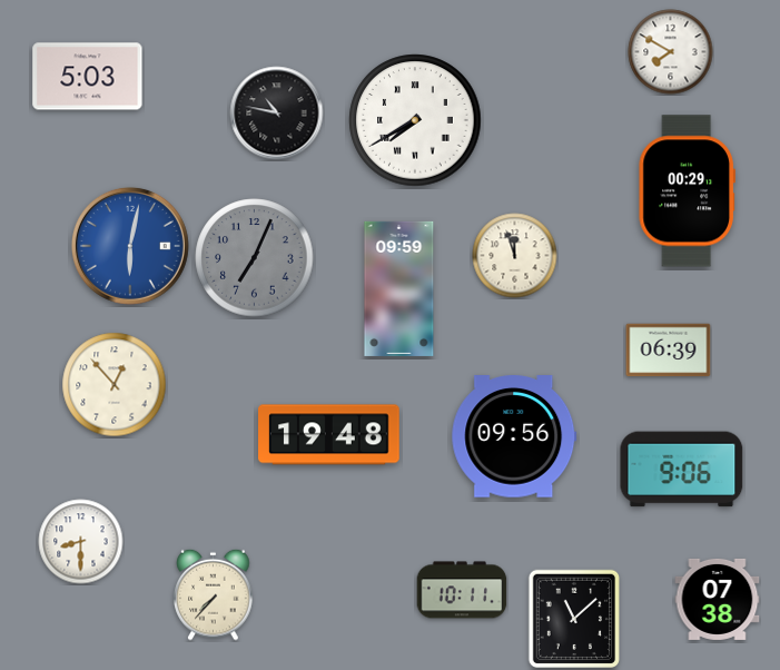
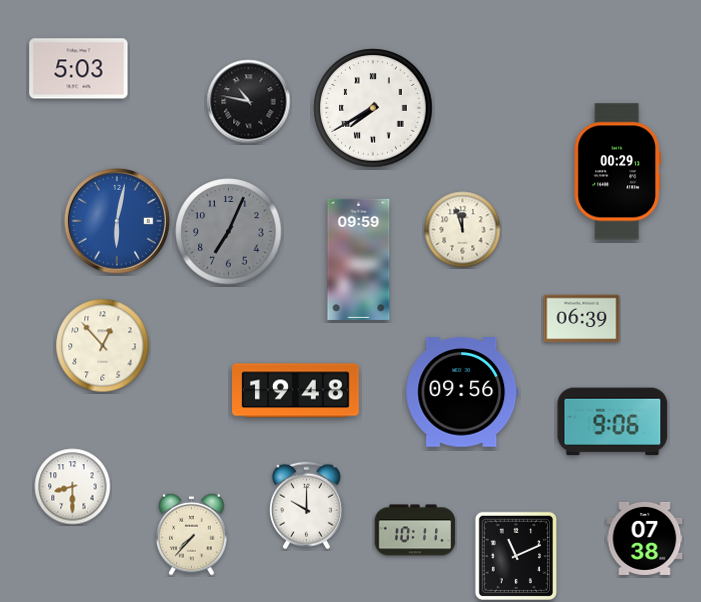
clock at (671, 52): 7:50 -> none
clock at (669, 351) position: (669, 351) -> (582, 319)
clock at (306, 506): none -> 10:00
clock at (573, 618): 11:08 -> 11:11
